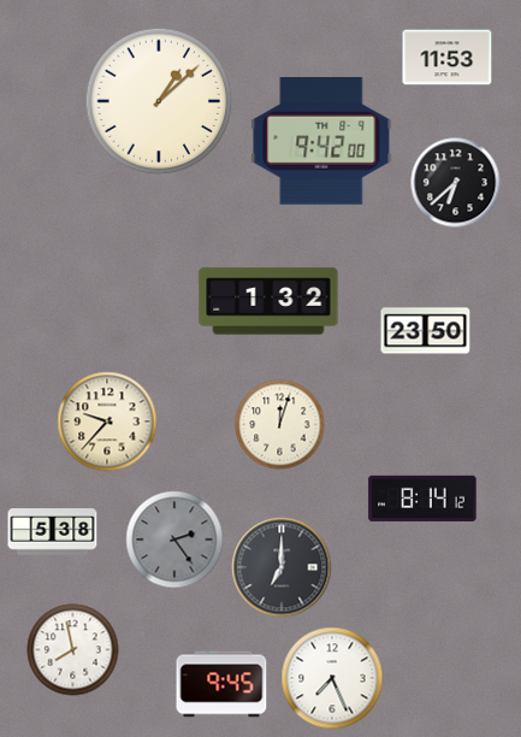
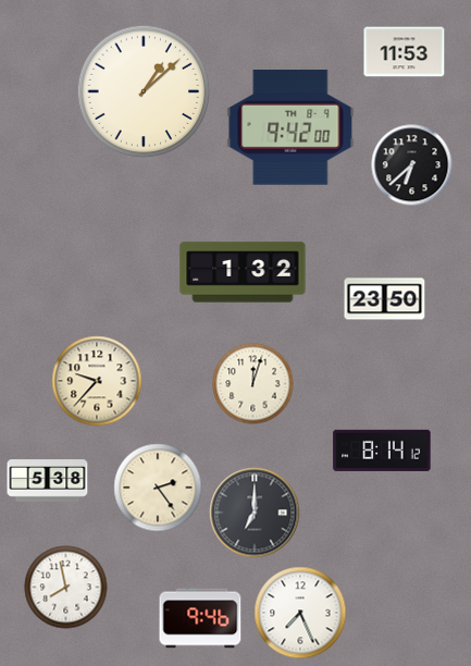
clock at (174, 540) dial: grey -> cream
clock at (221, 684): 9:45 -> 9:46
